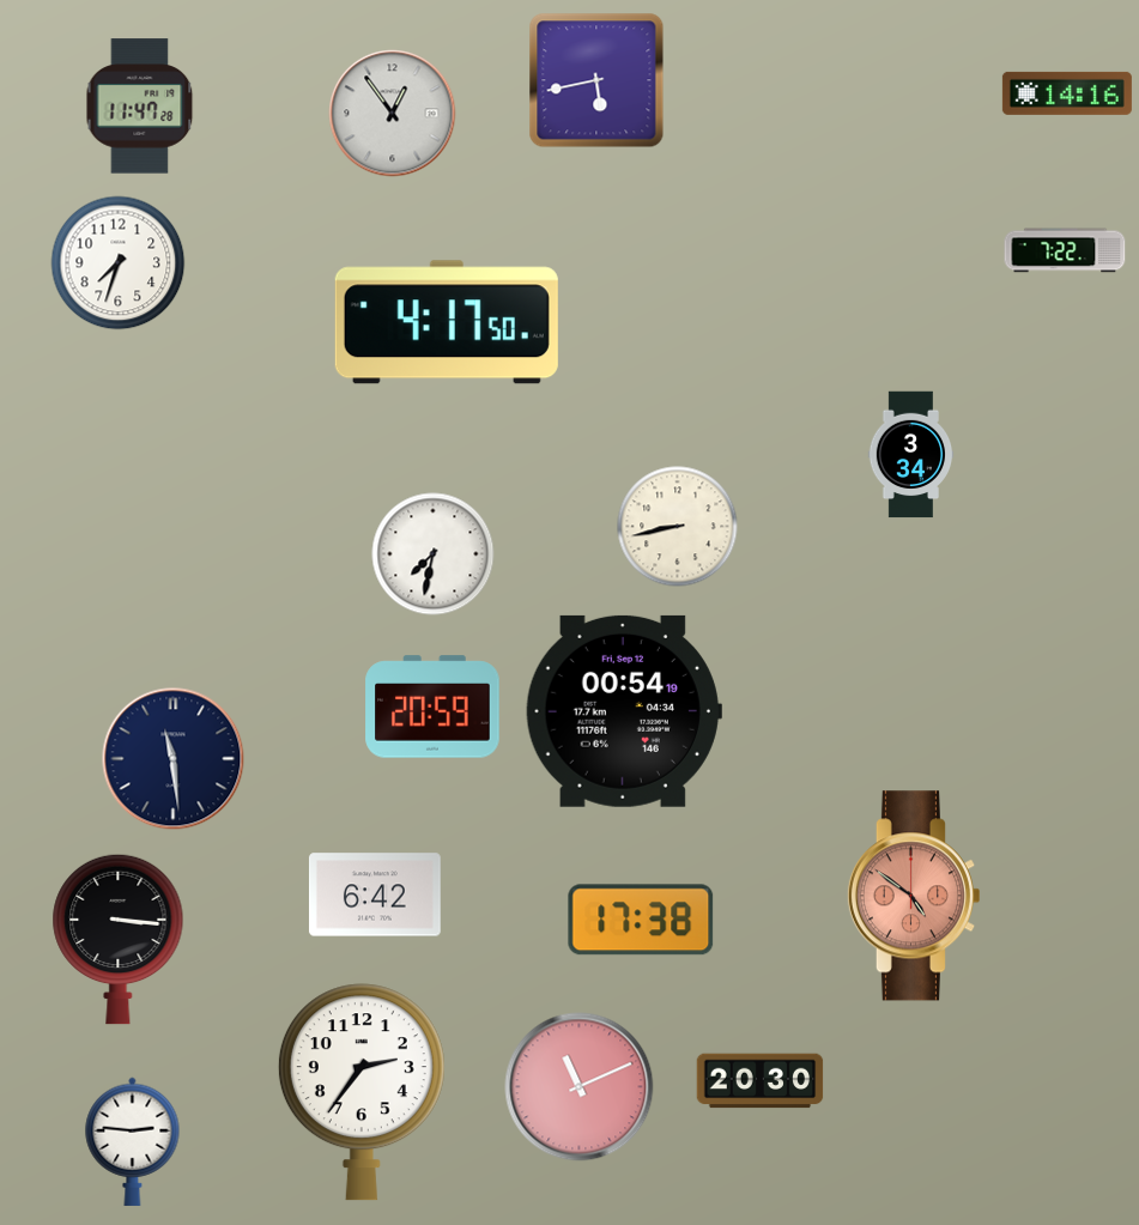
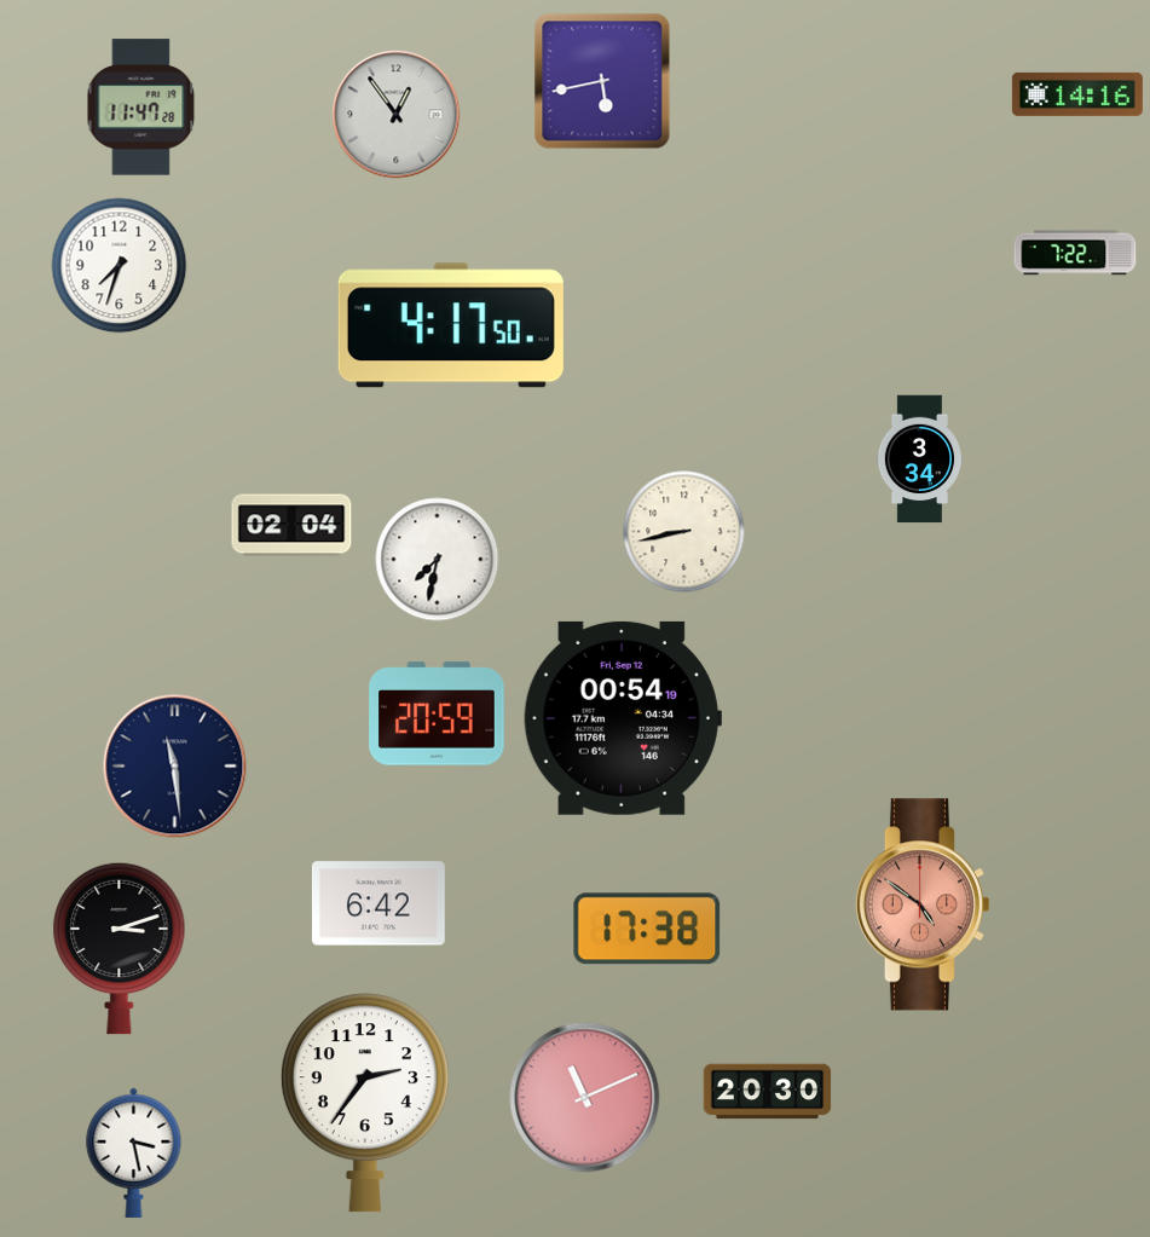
clock at (291, 525): none -> 02:04
clock at (624, 711) position: (624, 711) -> (623, 718)
clock at (119, 939): 3:16 -> 3:12
clock at (133, 1141): 2:46 -> 3:28
